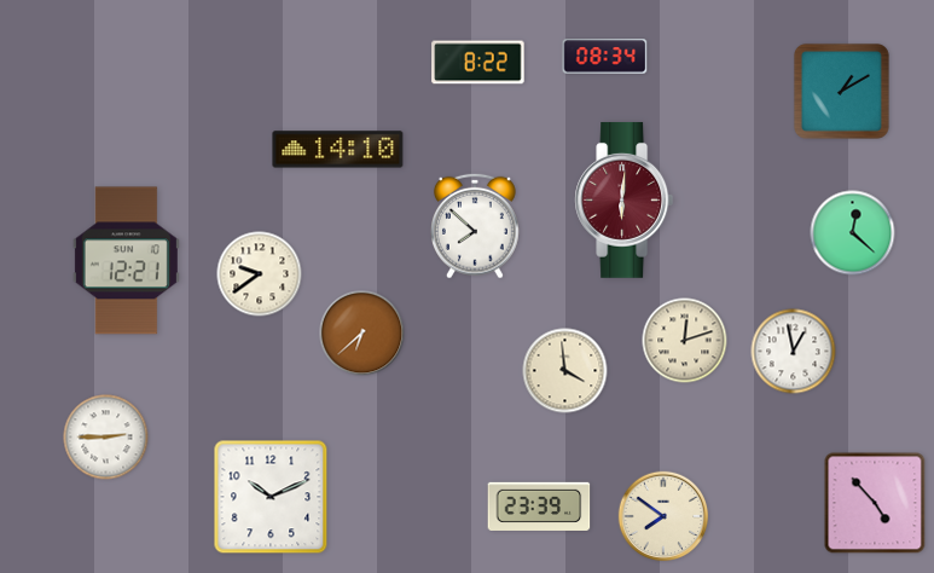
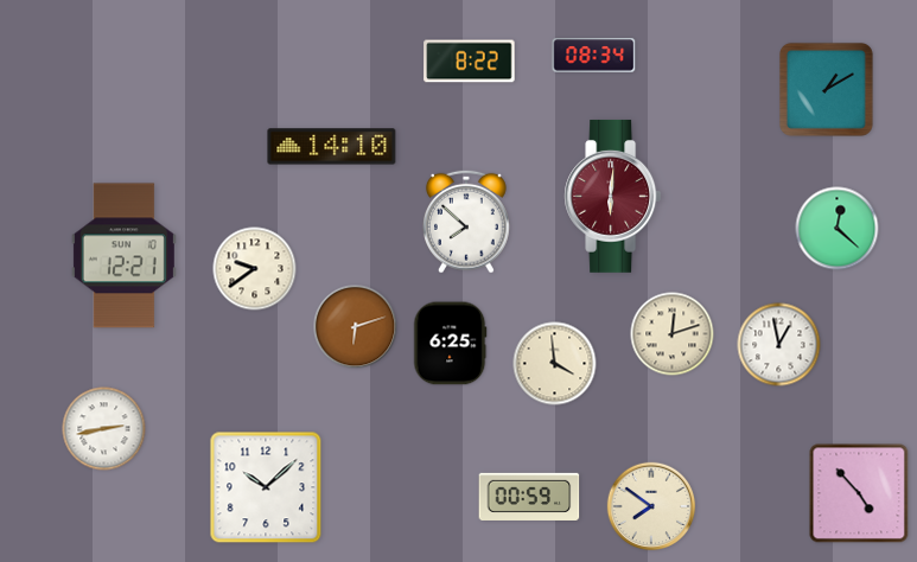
clock at (362, 334): 6:38 -> 6:12
clock at (450, 344): none -> 6:25
clock at (106, 438): 2:45 -> 2:43
clock at (271, 497): 10:11 -> 10:08
clock at (539, 507): 23:39 -> 00:59
